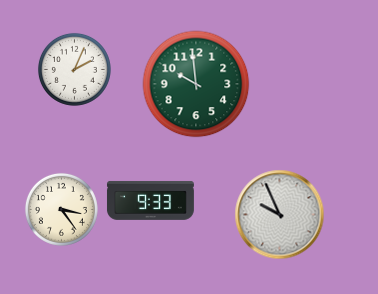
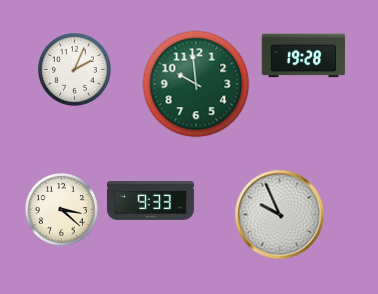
clock at (304, 56): none -> 19:28
clock at (61, 209): 3:24 -> 3:22
